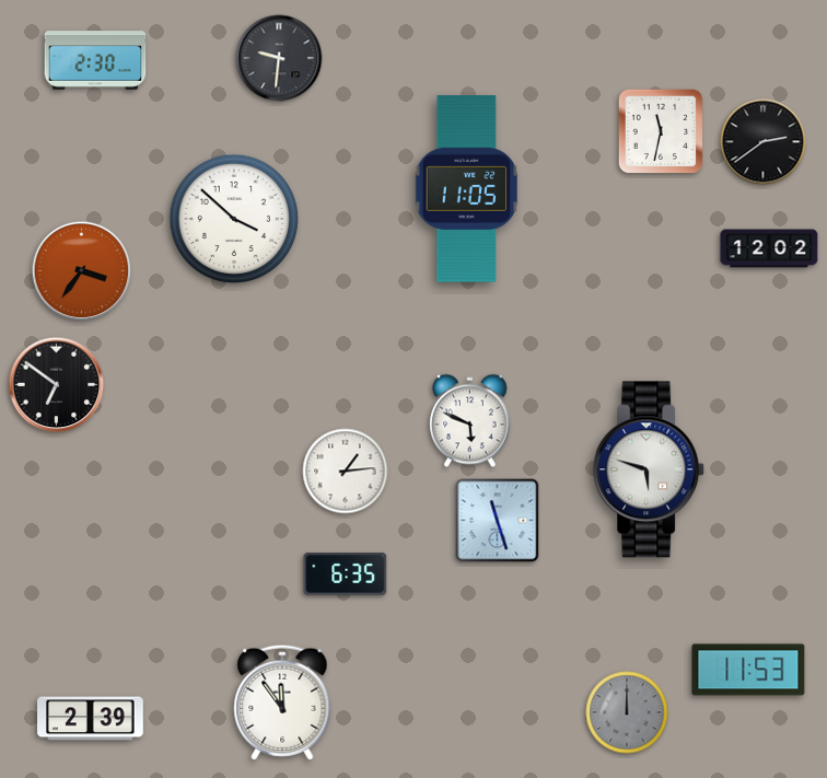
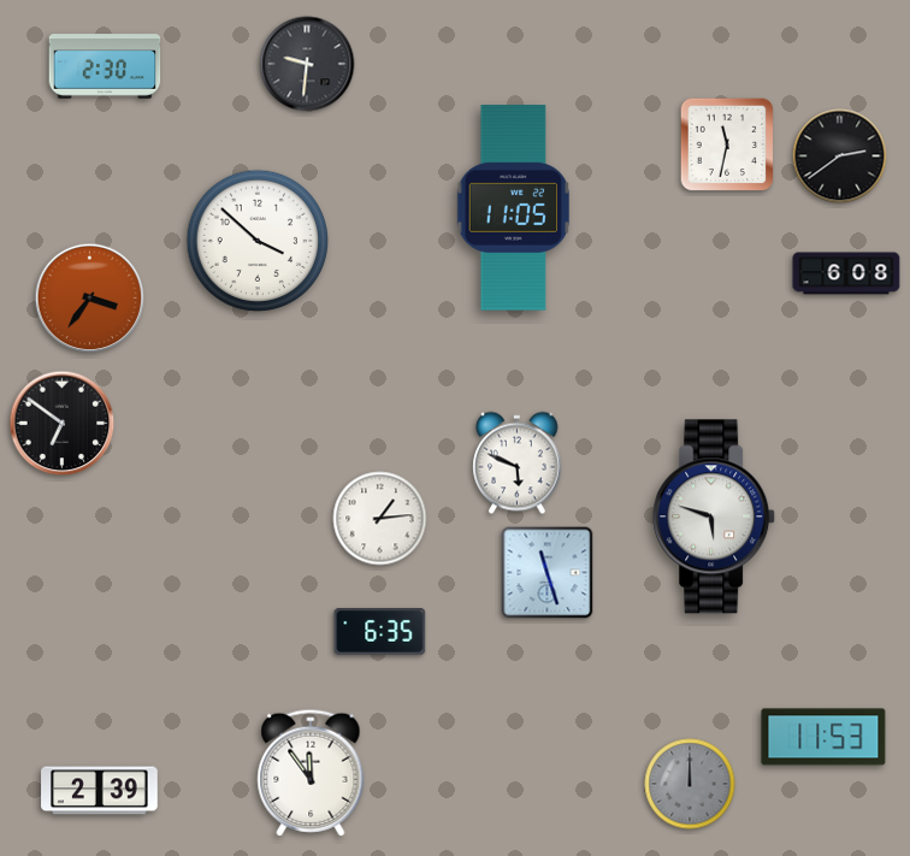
clock at (769, 248): 12:02 -> 6:08
